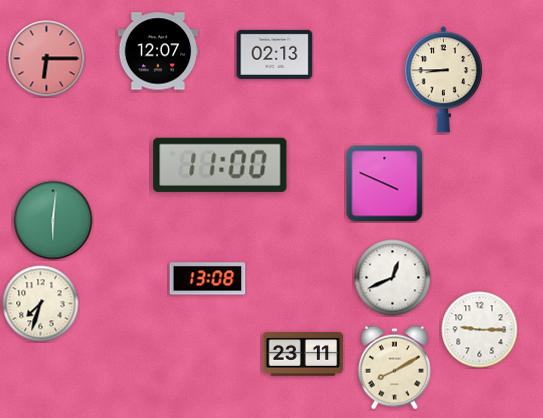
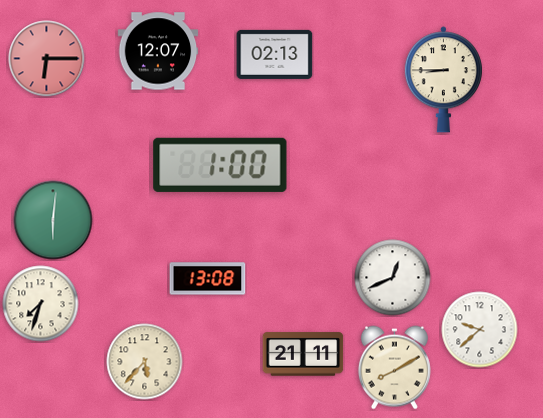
clock at (220, 165): 11:00 -> 1:00
clock at (385, 184): 3:49 -> none
clock at (480, 330): 9:15 -> 9:38
clock at (303, 354): 23:11 -> 21:11
clock at (145, 362): none -> 5:37
